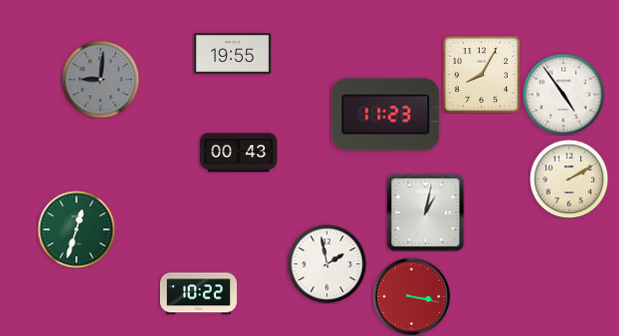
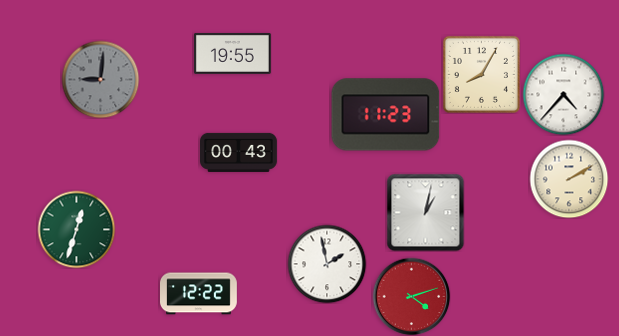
clock at (563, 94): 4:54 -> 4:37
clock at (199, 294): 10:22 -> 12:22
clock at (411, 296): 3:17 -> 4:12
